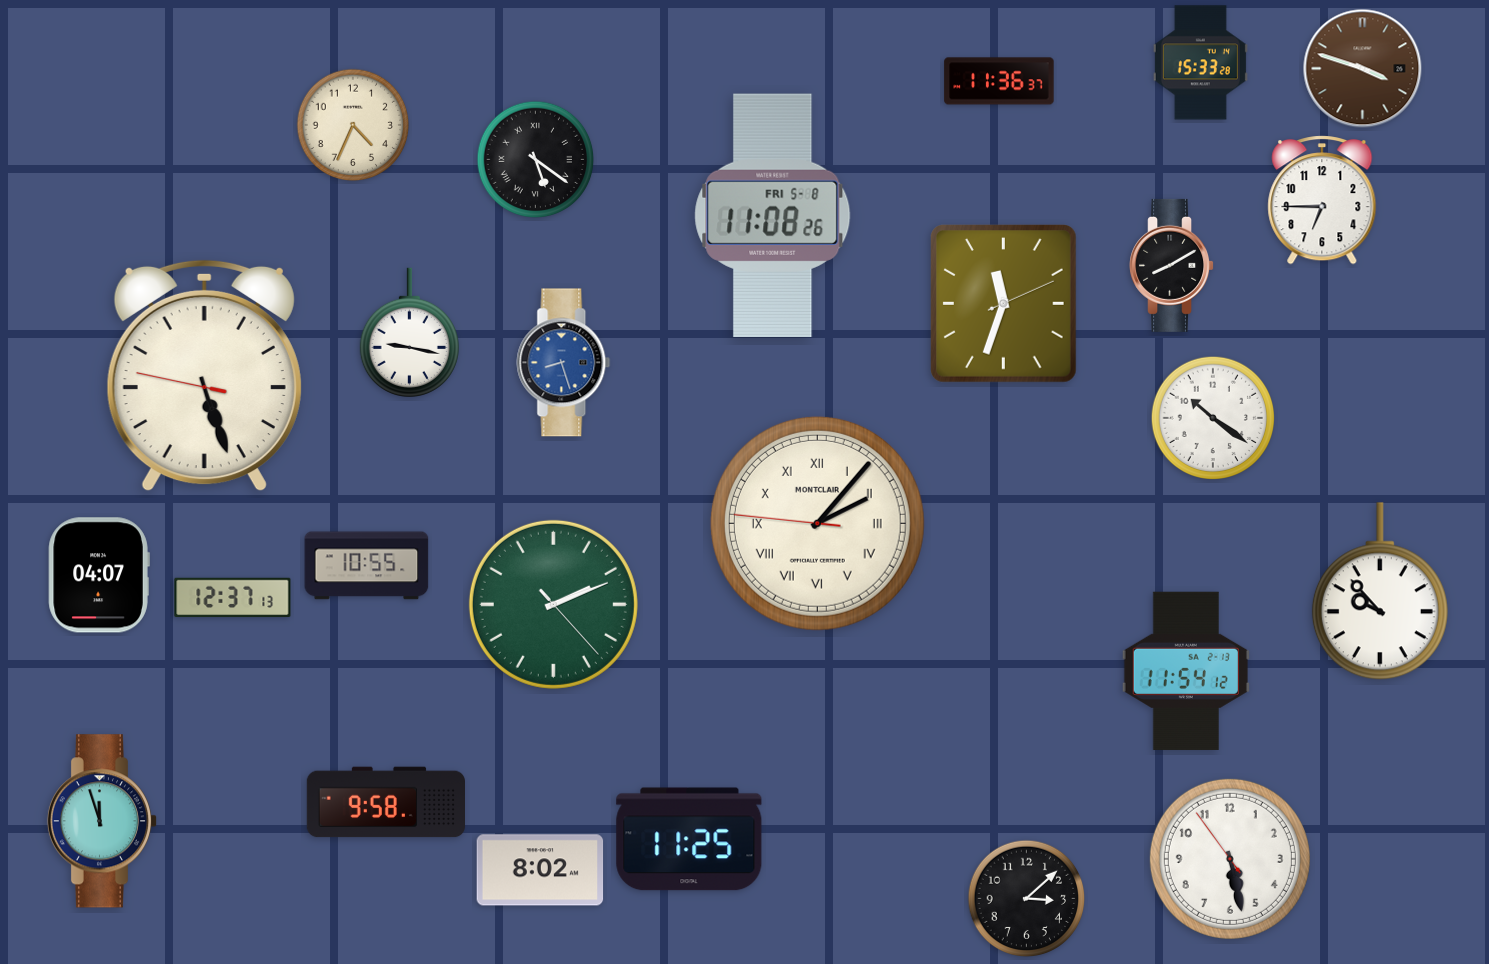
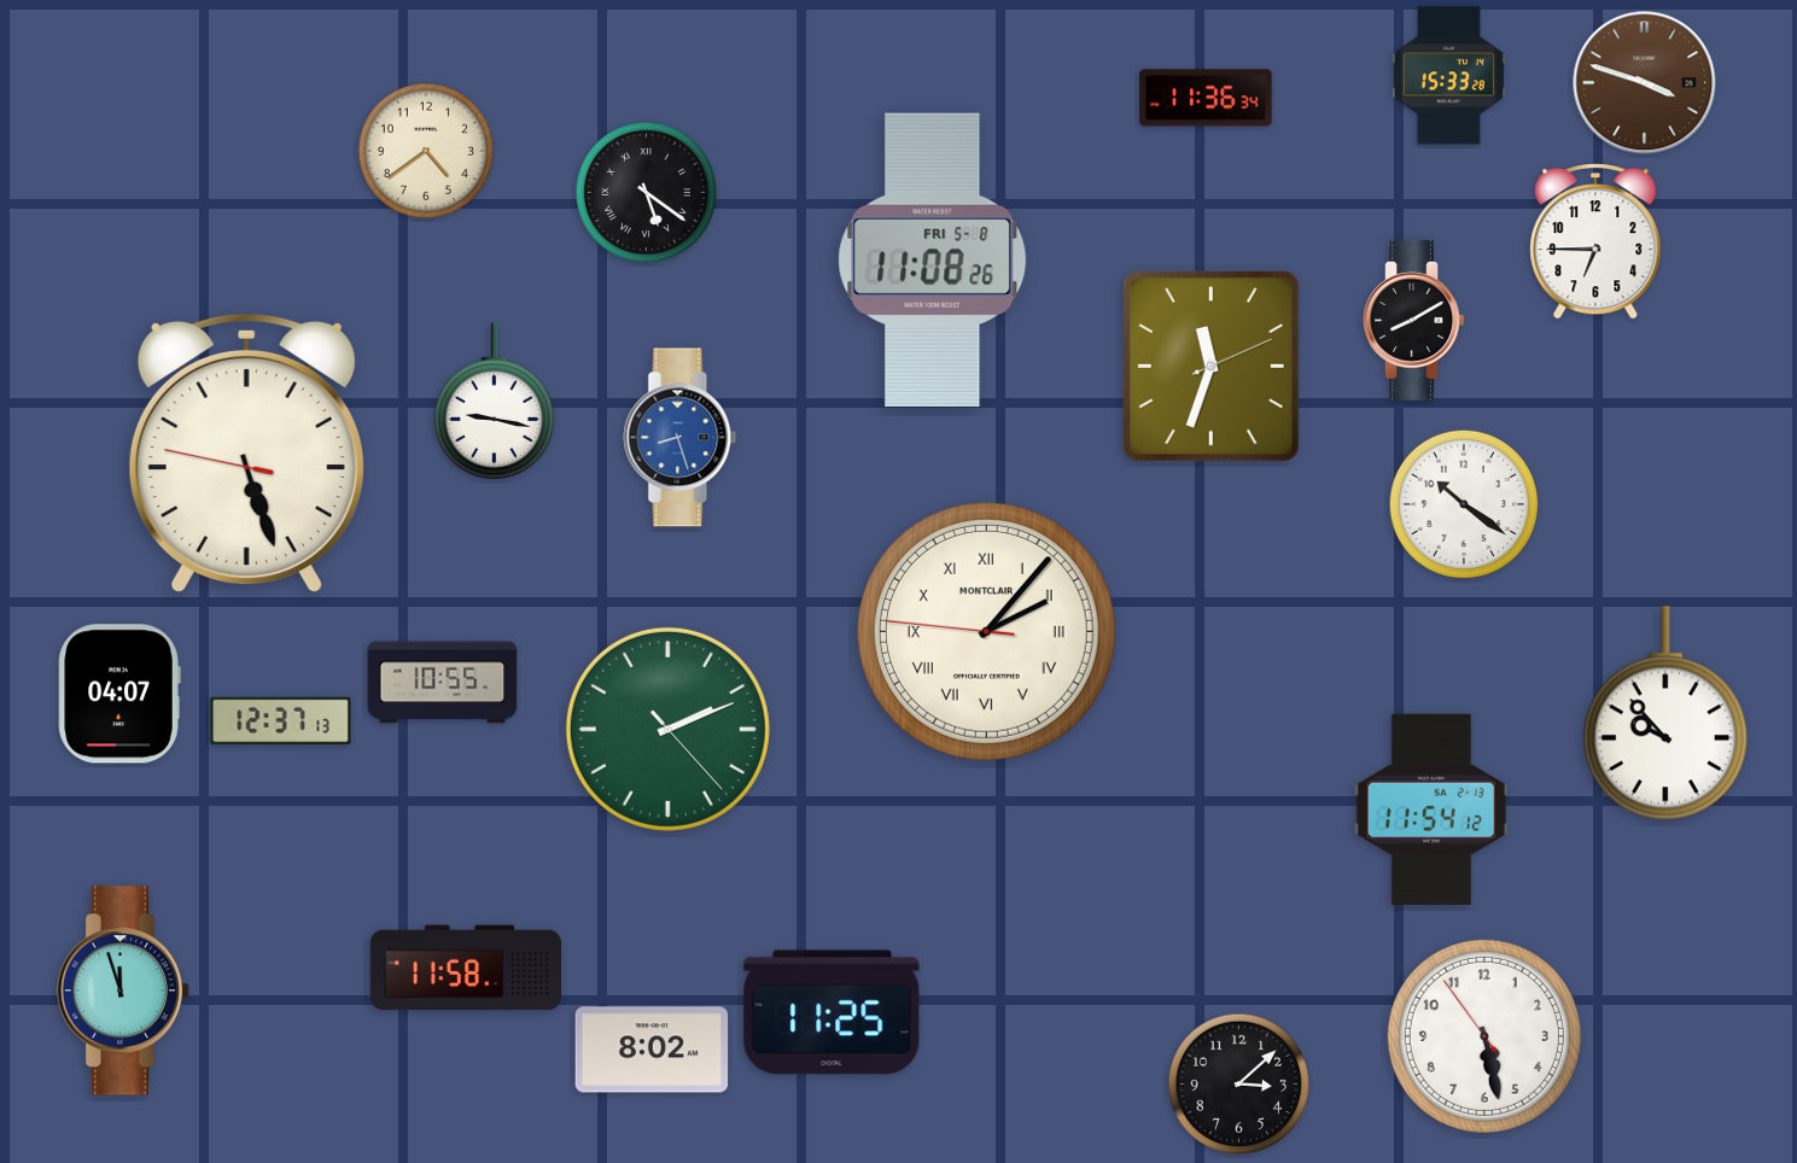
clock at (999, 81): 11:36:37 -> 11:36:34
clock at (353, 125): 4:34 -> 4:39
clock at (385, 802): 9:58 -> 11:58
